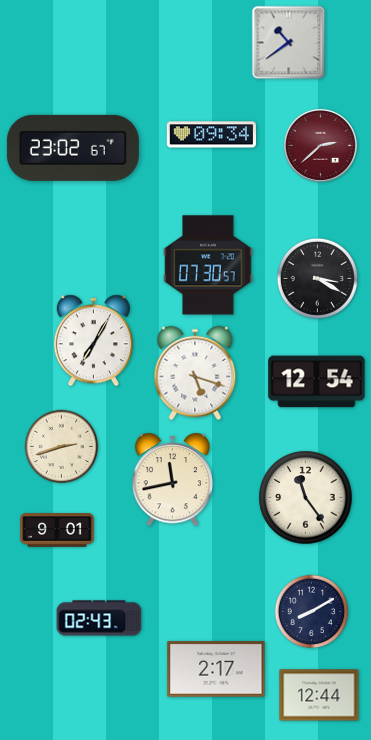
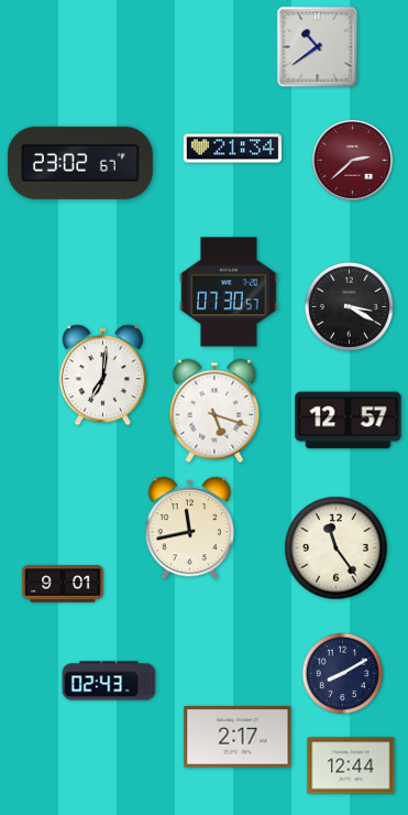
clock at (211, 135): 09:34 -> 21:34
clock at (93, 341): 7:05 -> 7:01
clock at (317, 382): 12:54 -> 12:57
clock at (62, 447): 2:42 -> none
